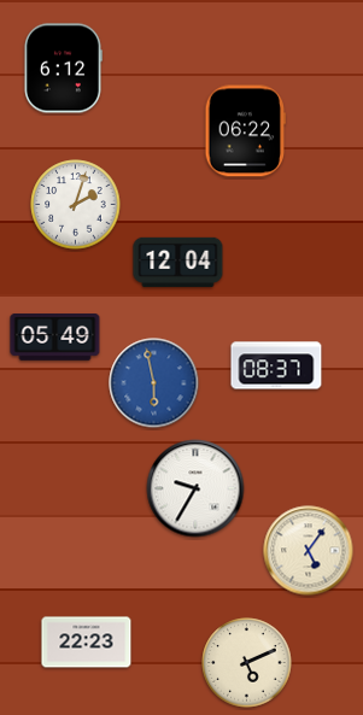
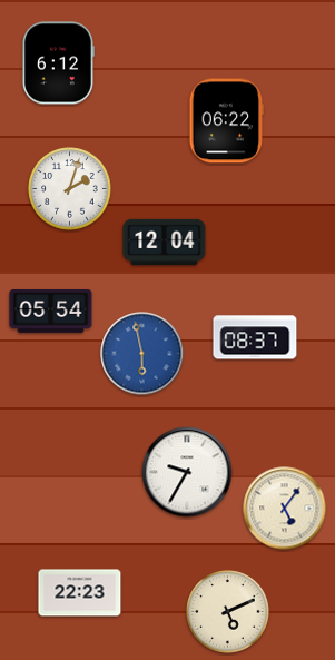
clock at (55, 338): 05:49 -> 05:54
clock at (195, 488) position: (195, 488) -> (187, 472)
